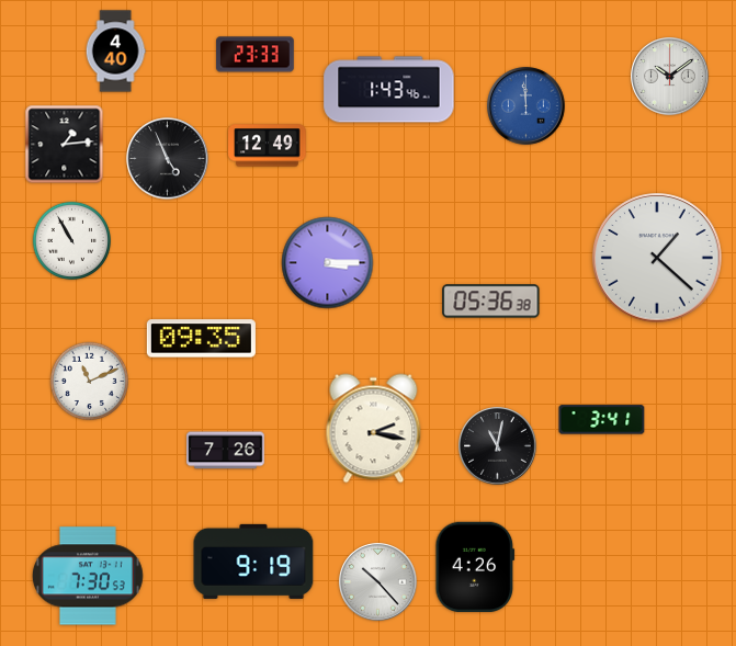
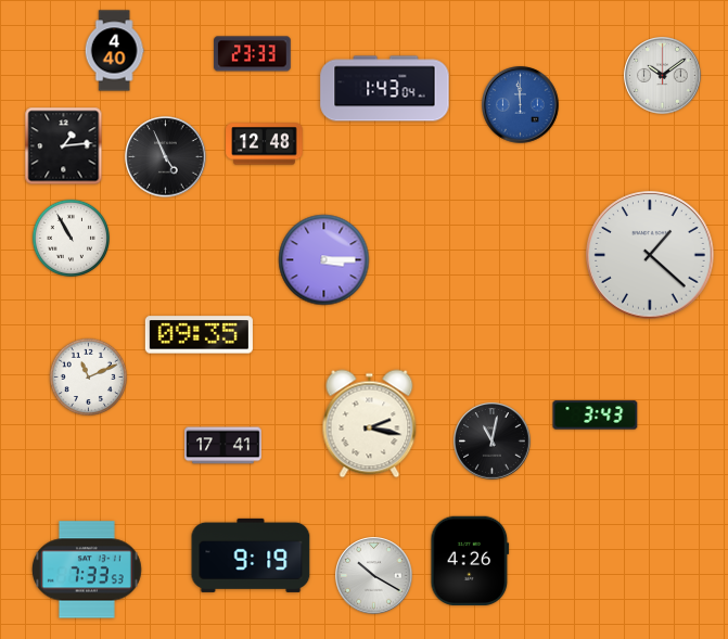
clock at (389, 90): 1:43:46 -> 1:43:04
clock at (65, 145) position: (65, 145) -> (64, 146)
clock at (268, 146): 12:49 -> 12:48
clock at (491, 302): 05:36 -> none
clock at (602, 420): 3:41 -> 3:43
clock at (226, 451): 7:26 -> 17:41
clock at (88, 576): 7:30 -> 7:33
clock at (378, 582): 10:23 -> 10:20
